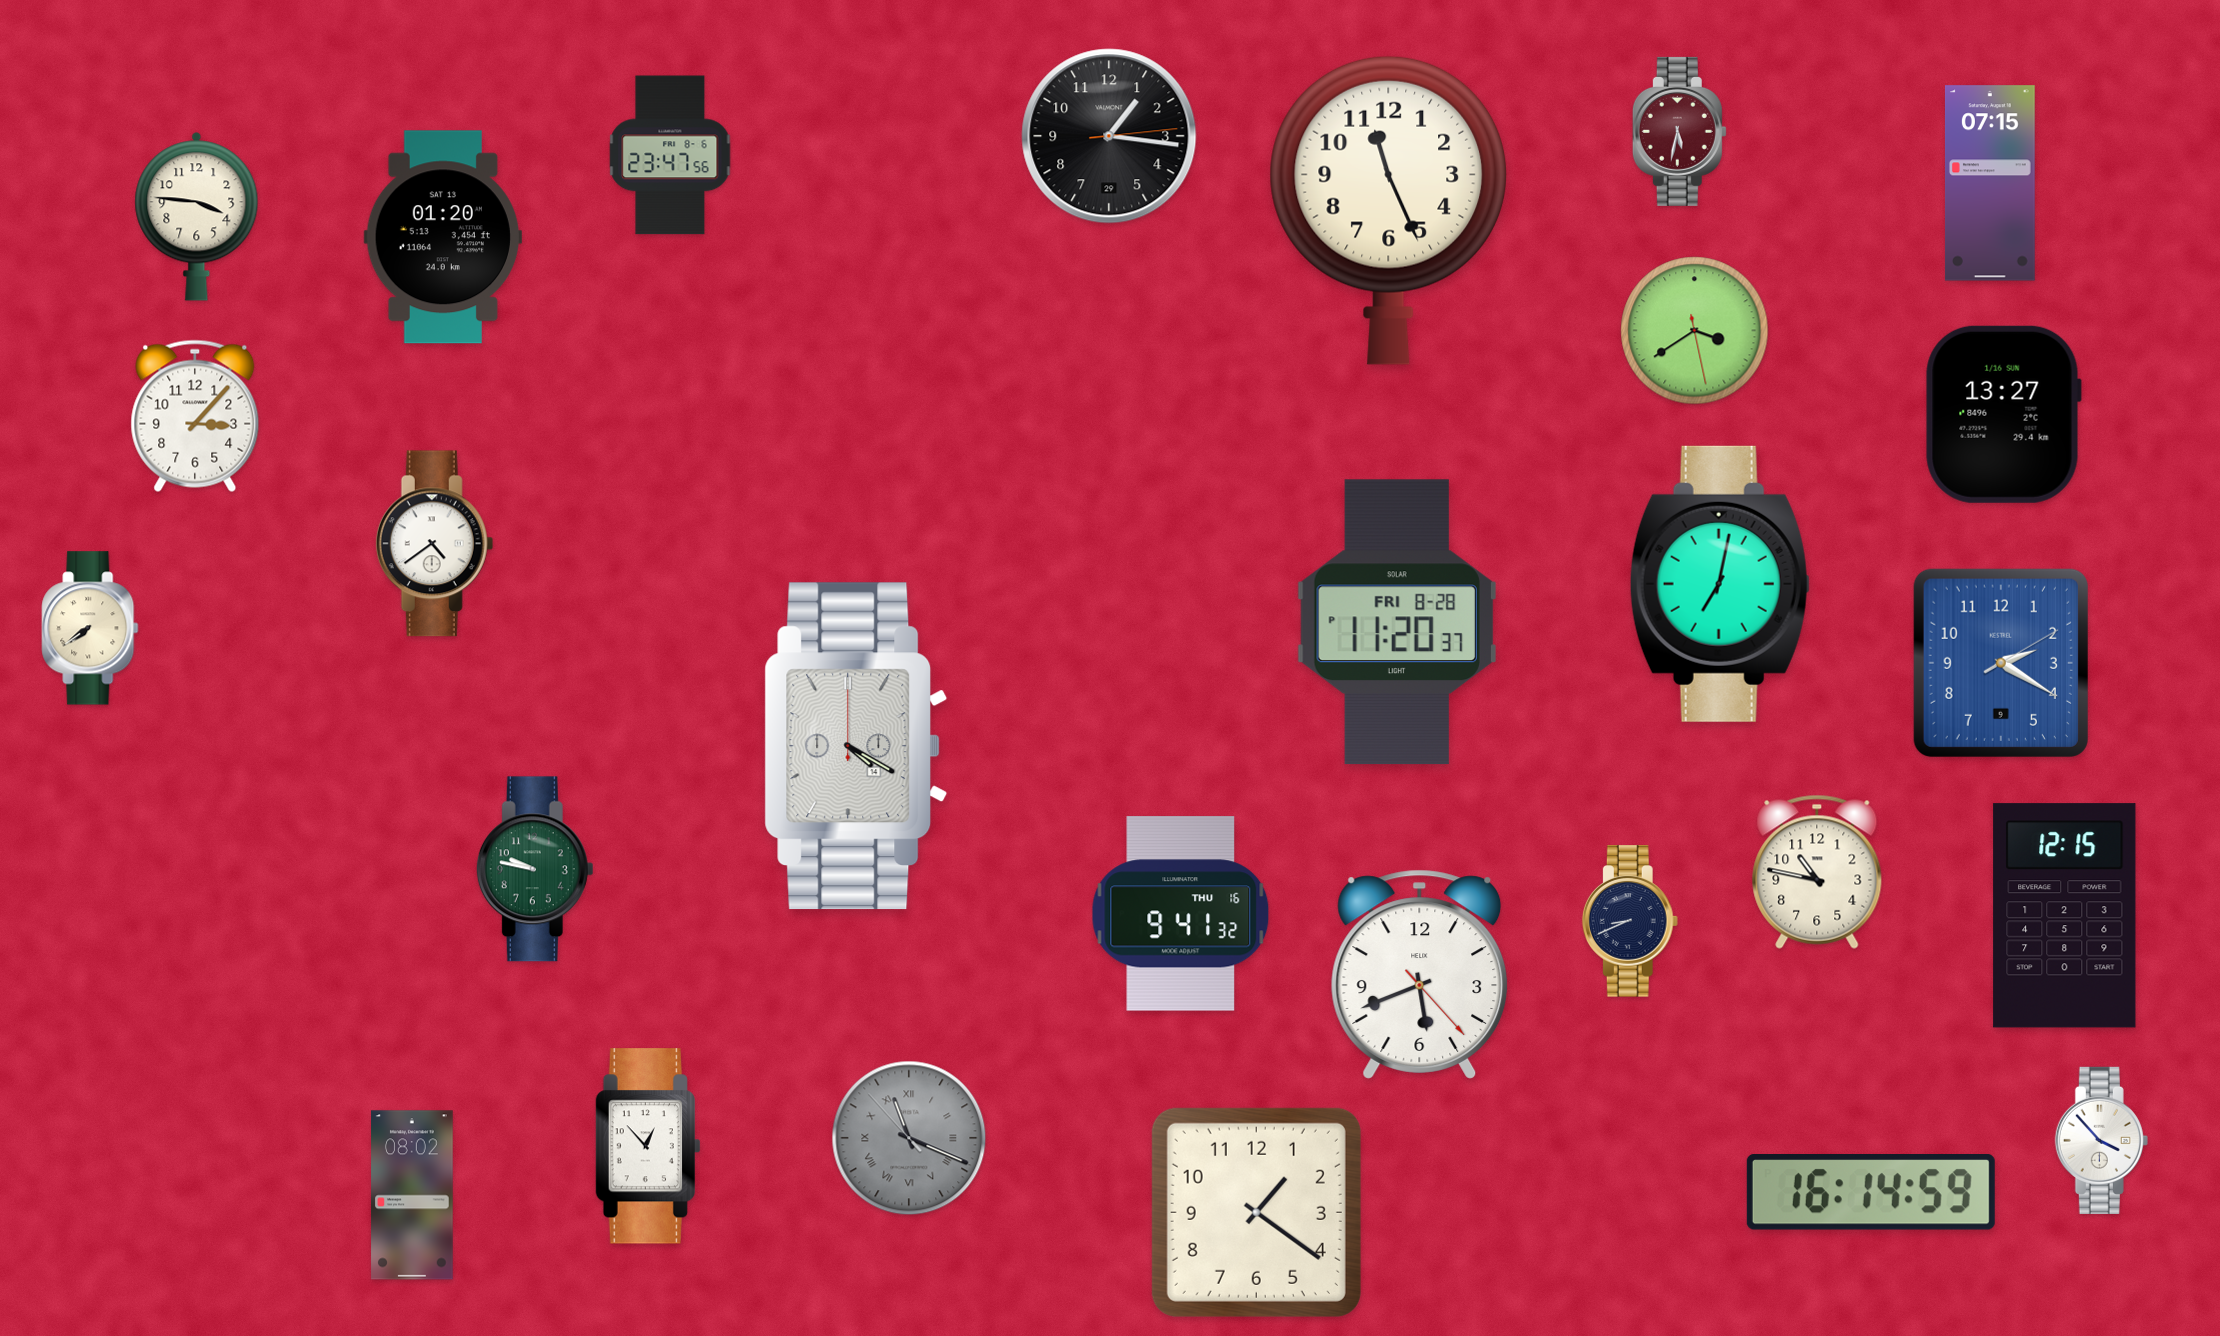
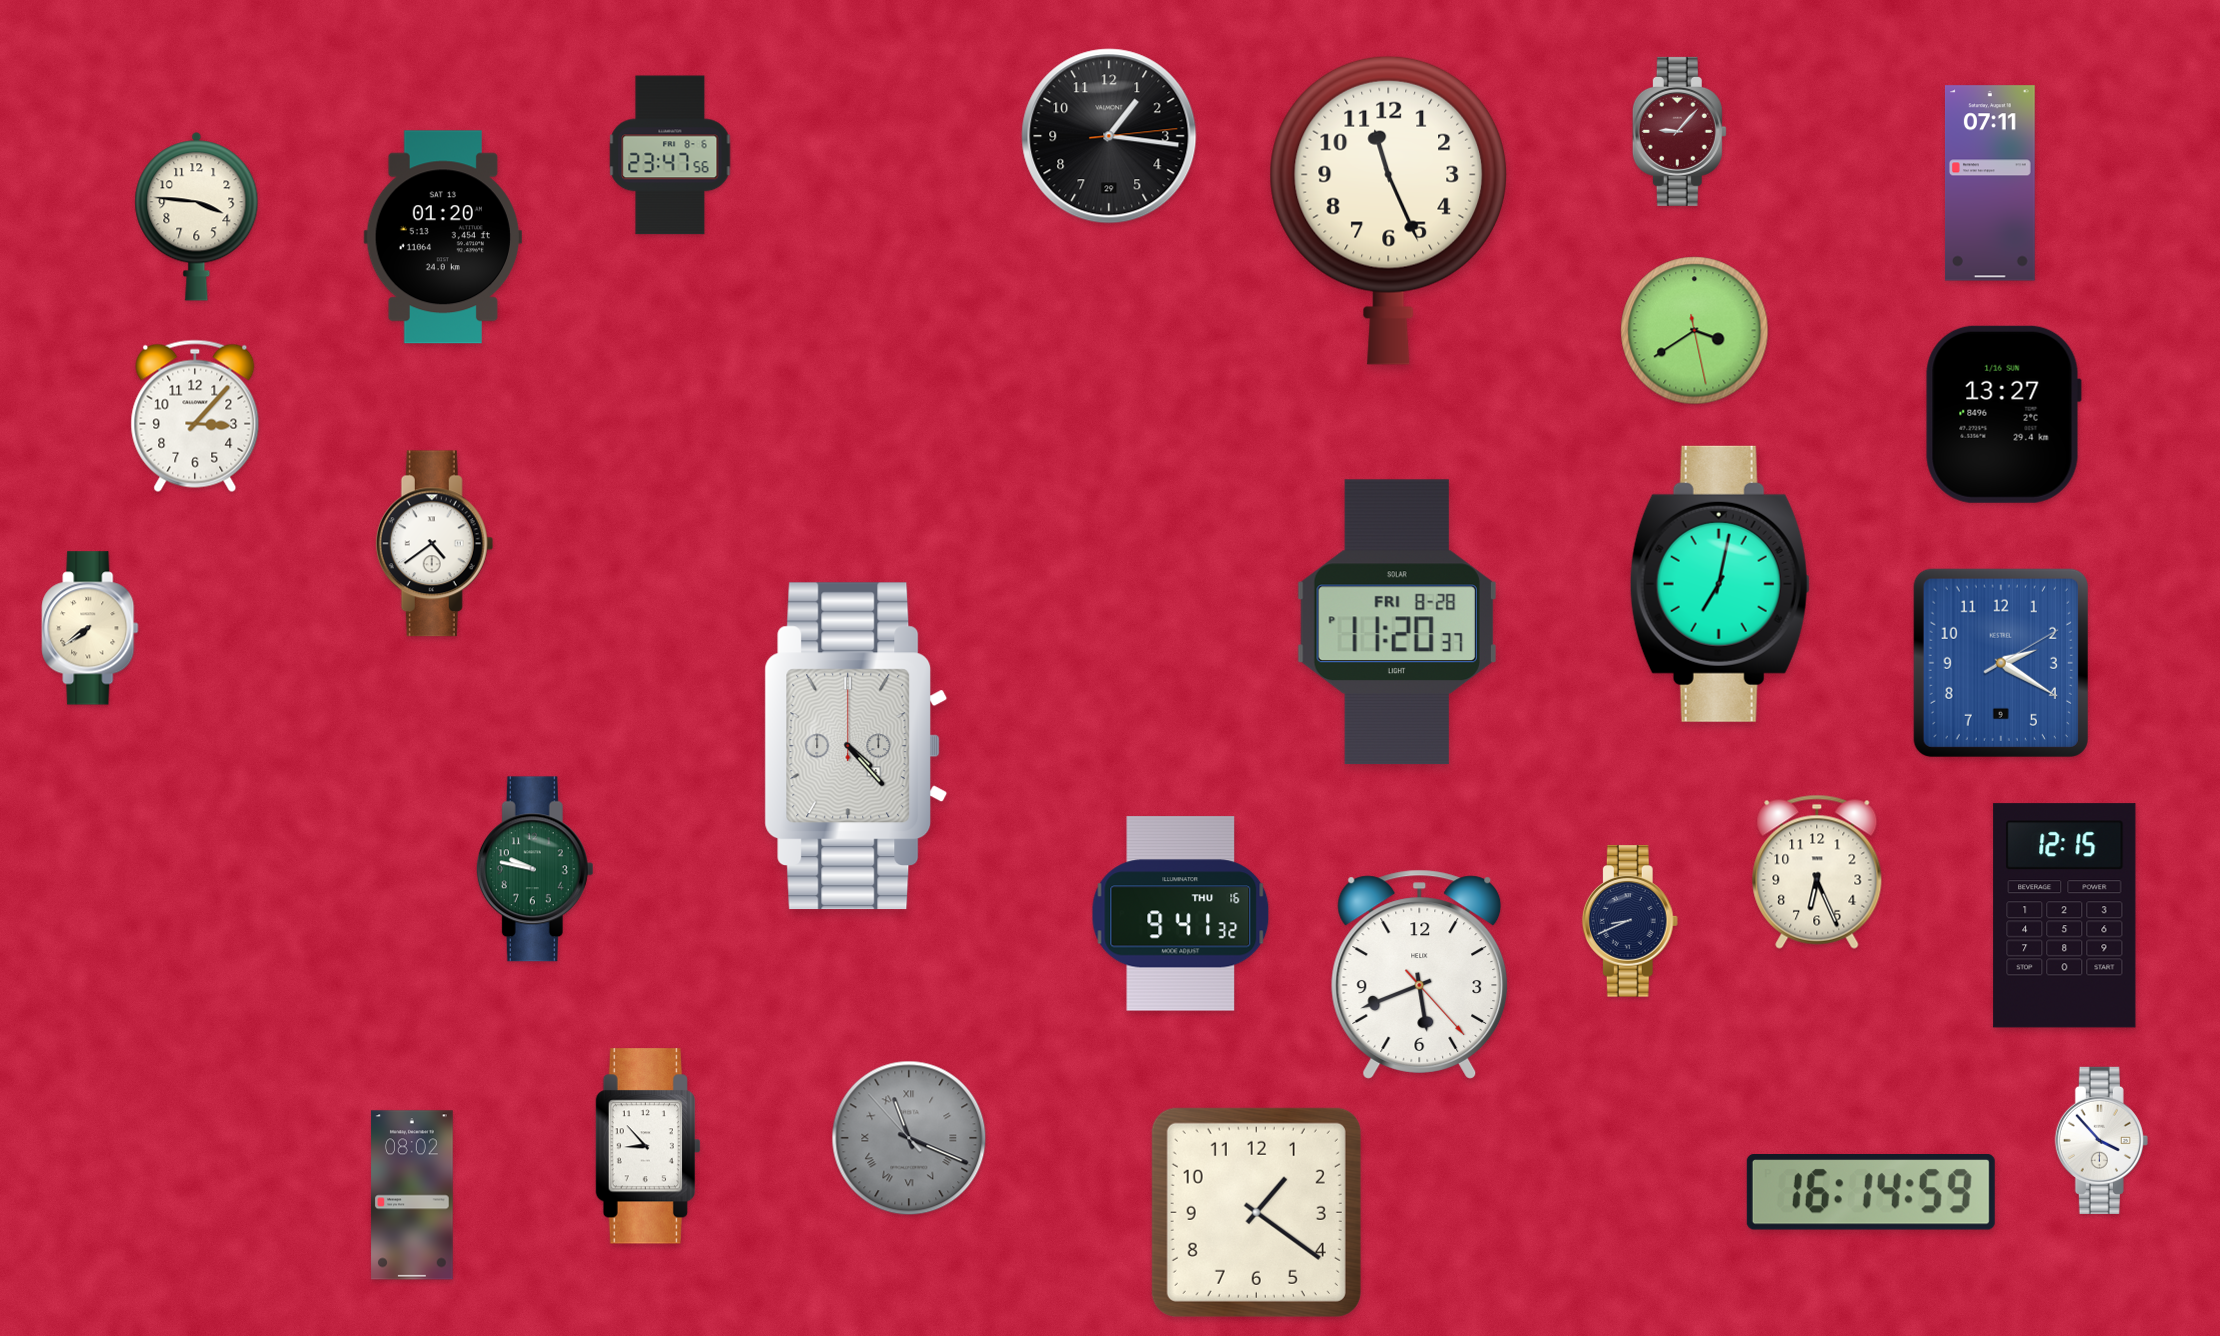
clock at (1679, 131): 5:32 -> 9:07
clock at (1990, 183): 07:15 -> 07:11
clock at (856, 746): 4:20 -> 4:23
clock at (1817, 872): 10:47 -> 6:26
clock at (647, 1146): 12:53 -> 8:53
